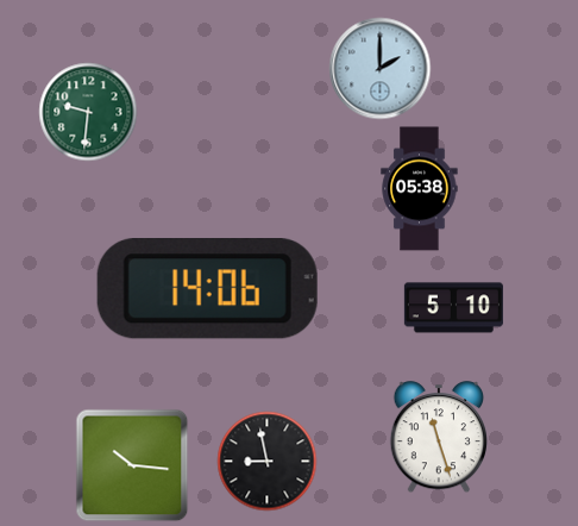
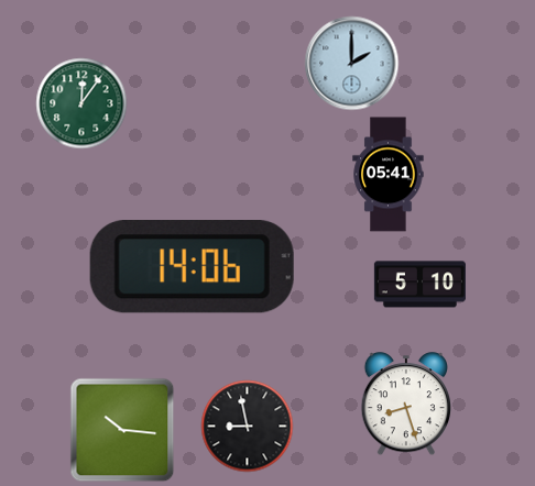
clock at (88, 112): 9:31 -> 12:06
clock at (420, 189): 05:38 -> 05:41
clock at (438, 438): 11:27 -> 8:27
